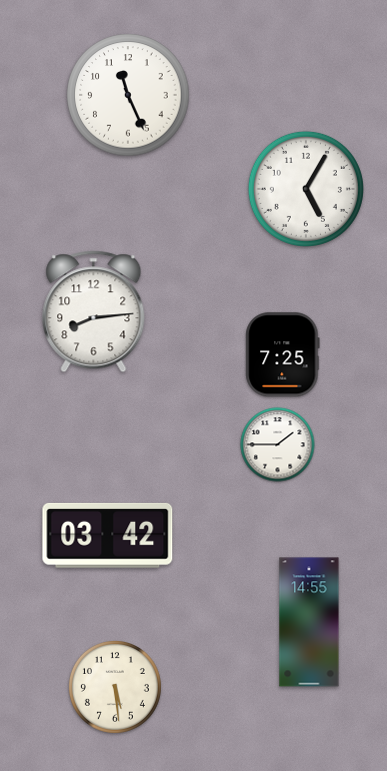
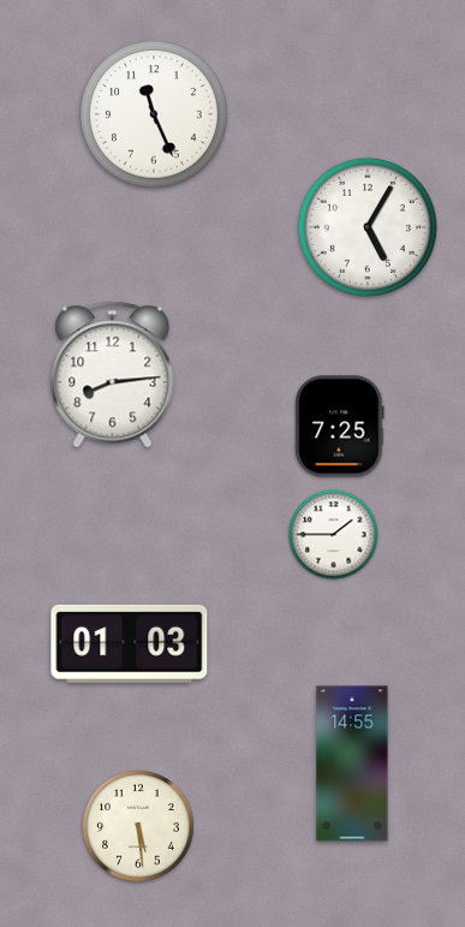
clock at (108, 535): 03:42 -> 01:03
clock at (309, 622) position: (309, 622) -> (352, 763)
